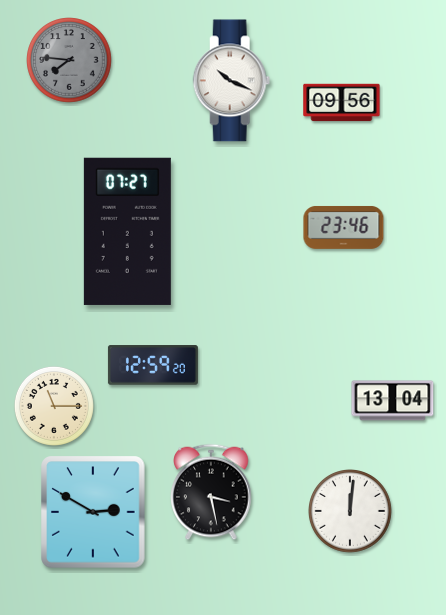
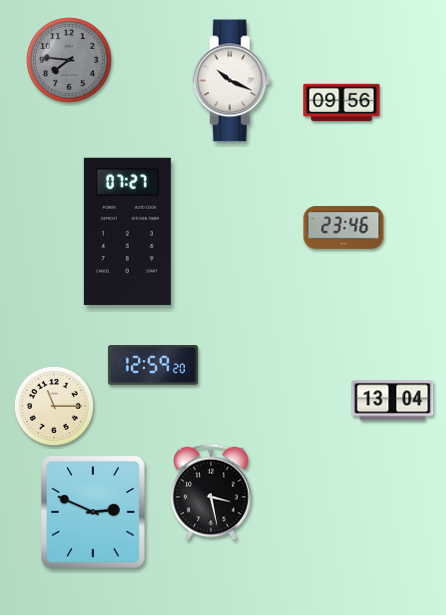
clock at (93, 512): 2:50 -> 2:49
clock at (351, 512): 12:01 -> none
